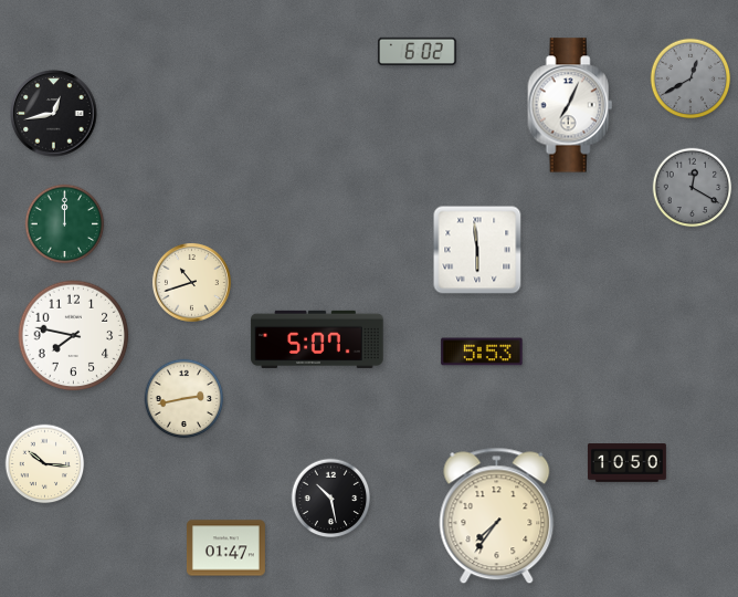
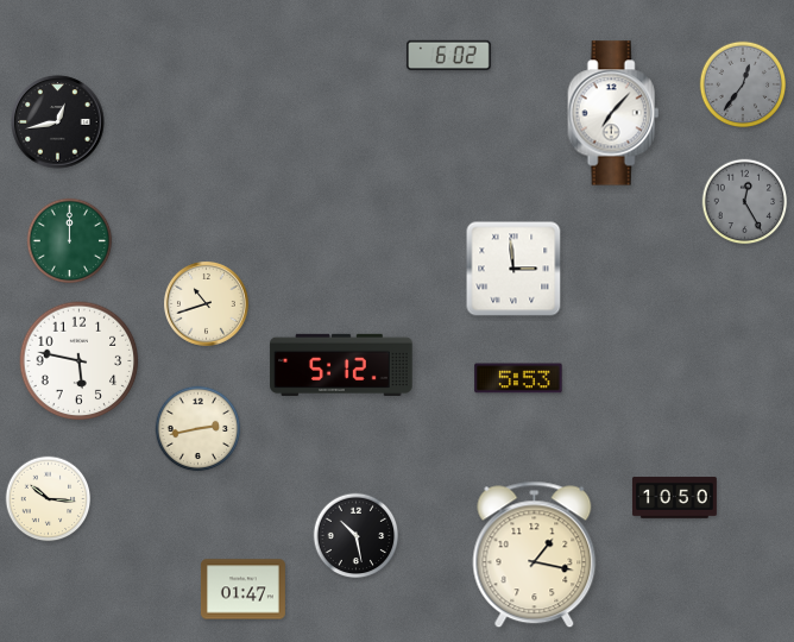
clock at (690, 78): 12:40 -> 12:36
clock at (570, 105): 7:04 -> 7:07
clock at (693, 188): 12:20 -> 12:25
clock at (477, 250): 5:59 -> 2:59
clock at (74, 336): 7:47 -> 5:47
clock at (317, 339): 5:07 -> 5:12
clock at (497, 516): 7:36 -> 1:17
